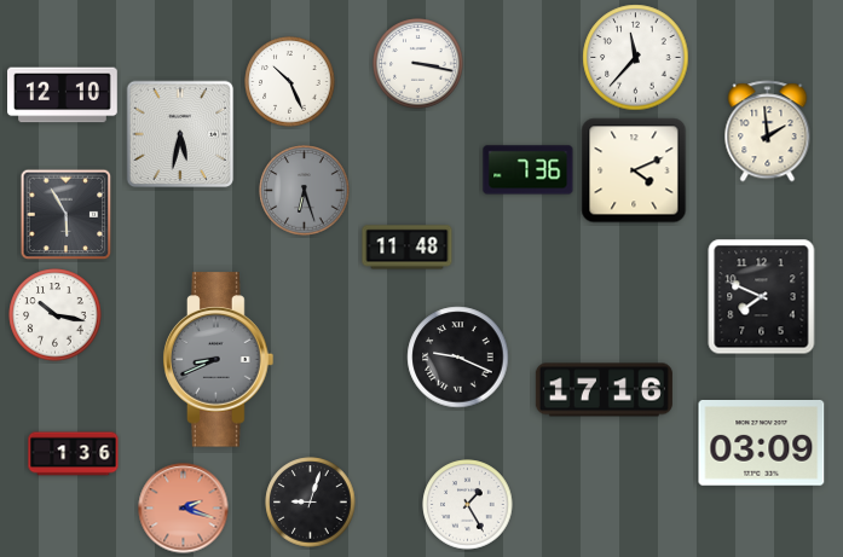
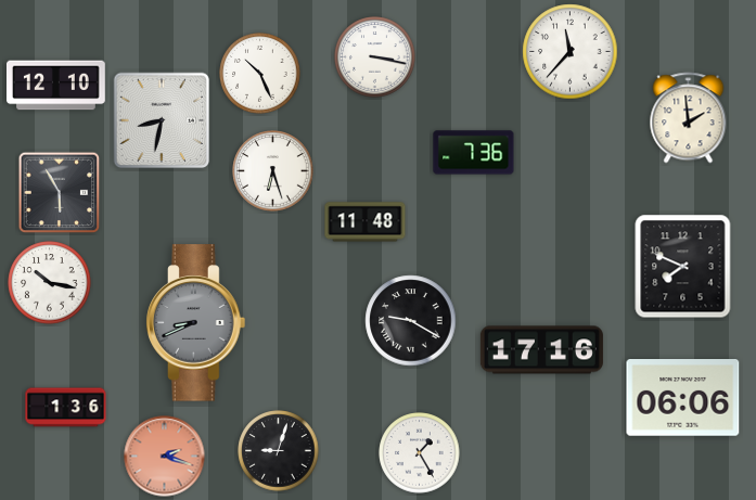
clock at (180, 134): 5:32 -> 8:32
clock at (634, 170): 4:11 -> none
clock at (305, 191) dial: grey -> white
clock at (458, 358): 9:19 -> 9:20
clock at (762, 443): 03:09 -> 06:06
